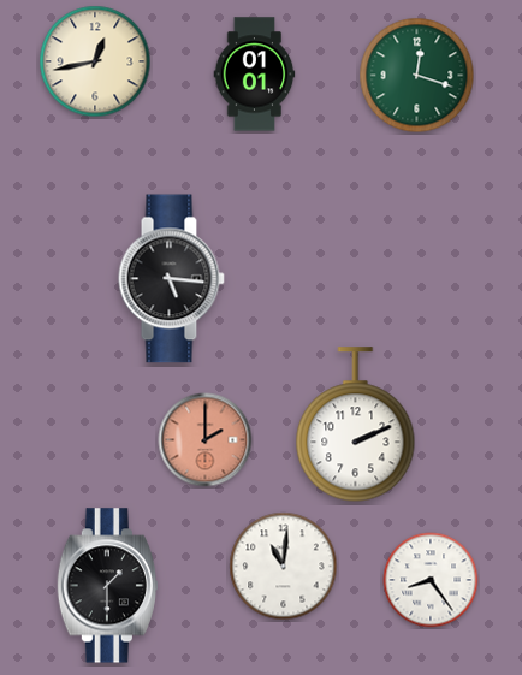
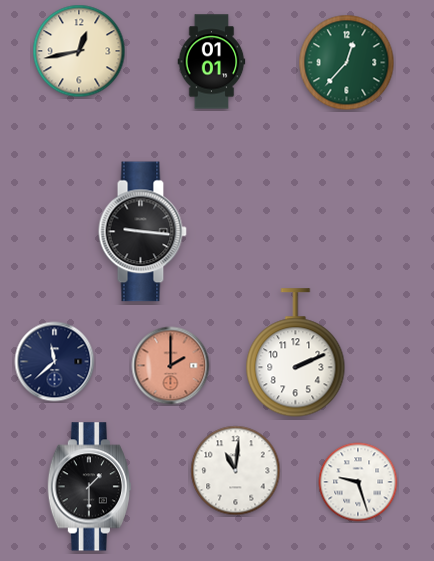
clock at (417, 76): 12:18 -> 12:37
clock at (171, 279): 5:16 -> 9:16
clock at (55, 362): none -> 11:38
clock at (431, 580): 8:24 -> 9:27
